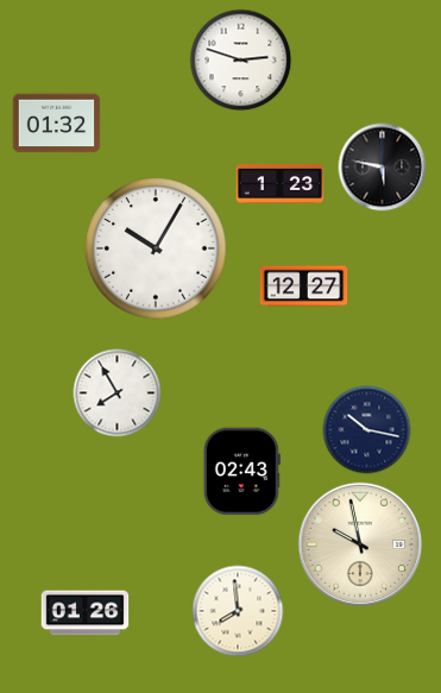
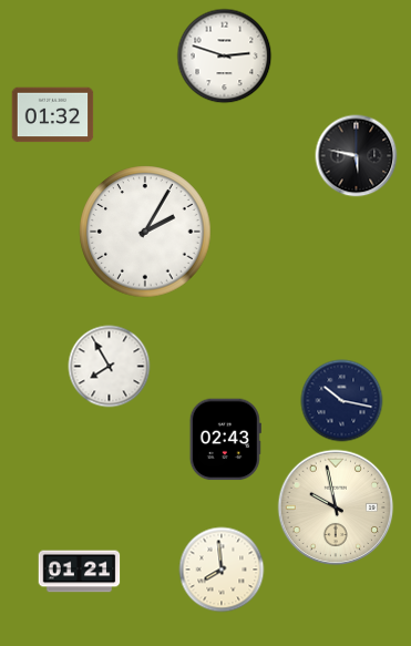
clock at (281, 183): 1:23 -> none
clock at (156, 248): 10:05 -> 2:05
clock at (304, 286): 12:27 -> none
clock at (86, 613): 01:26 -> 01:21
